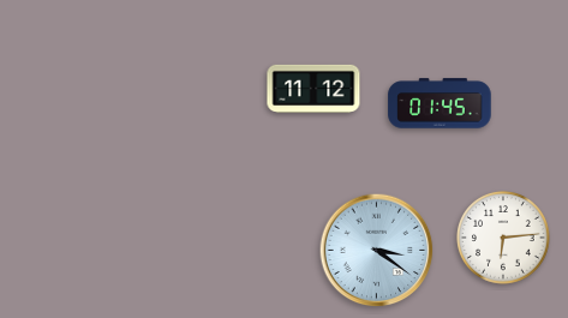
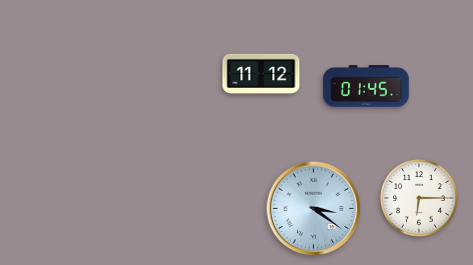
clock at (503, 238): 6:14 -> 6:15
